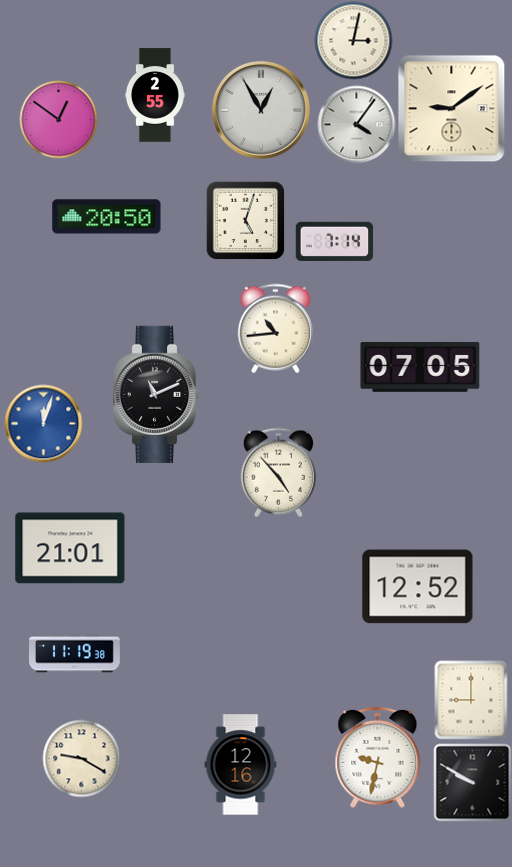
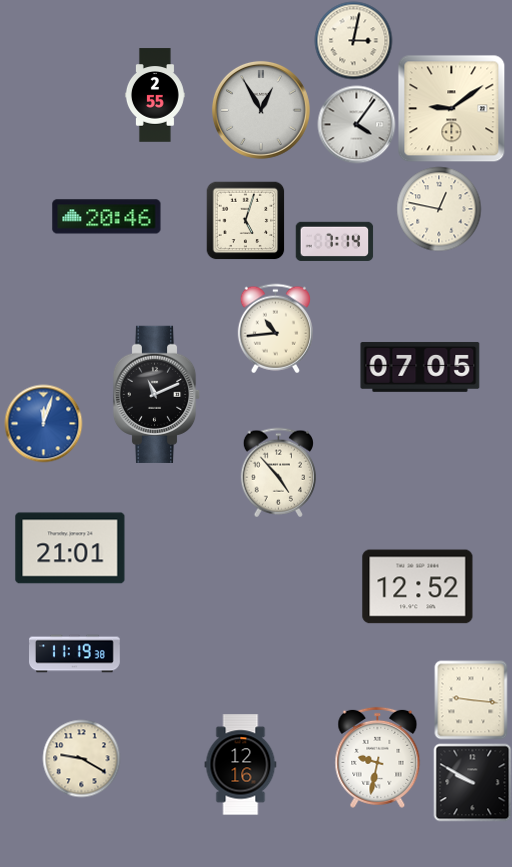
clock at (58, 119): 12:51 -> none
clock at (439, 209): none -> 12:47
clock at (107, 217): 20:50 -> 20:46
clock at (471, 700): 9:00 -> 9:16
